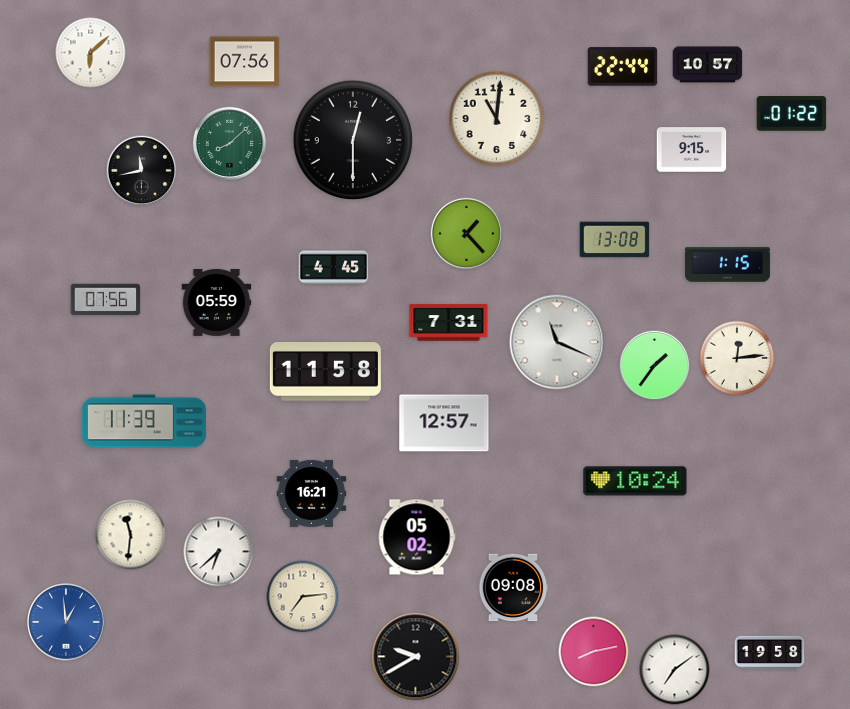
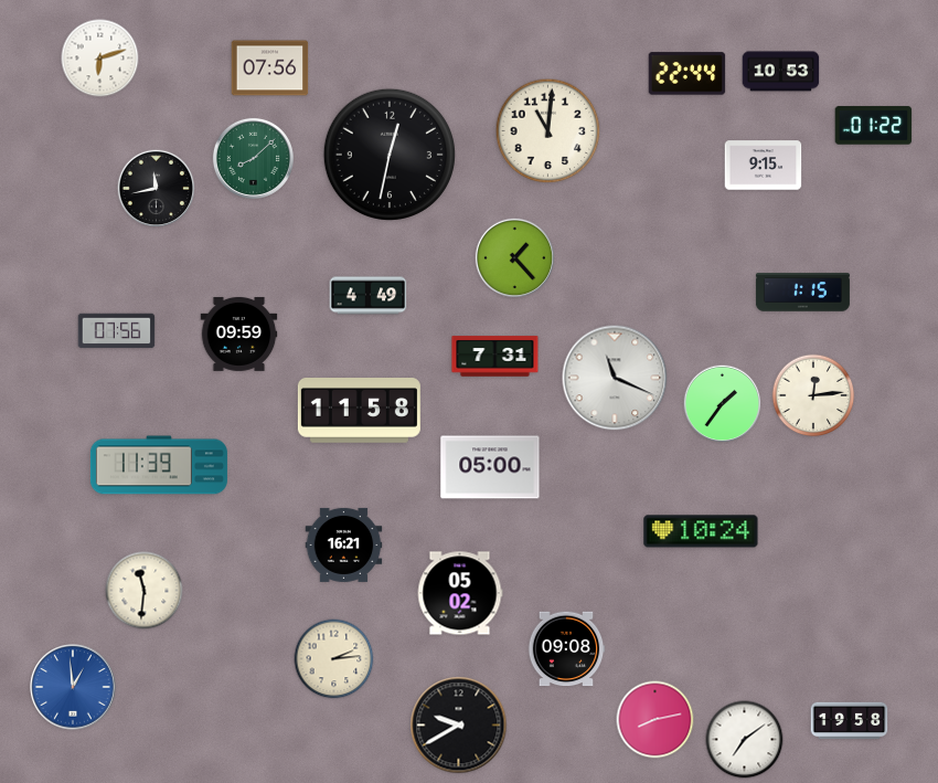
clock at (91, 53): 6:08 -> 6:12
clock at (708, 65): 10:57 -> 10:53
clock at (353, 140): 12:30 -> 12:32
clock at (615, 240): 13:08 -> none
clock at (334, 268): 4:45 -> 4:49
clock at (217, 302): 05:59 -> 09:59
clock at (444, 423): 12:57 -> 05:00
clock at (219, 552): 6:38 -> none
clock at (303, 597): 7:14 -> 2:14
